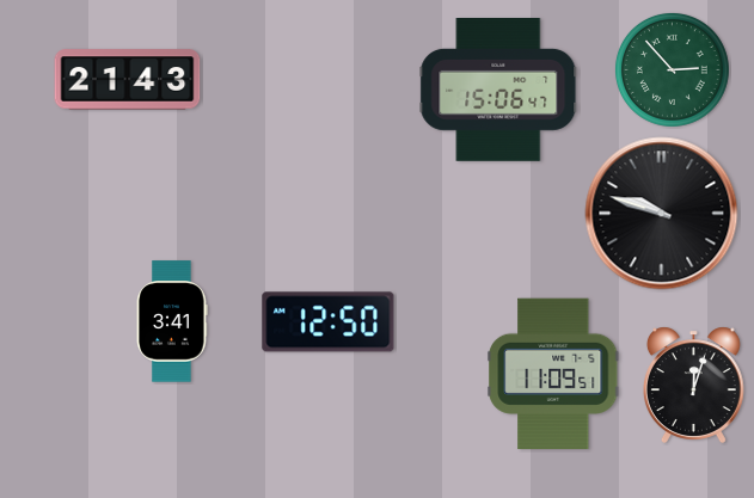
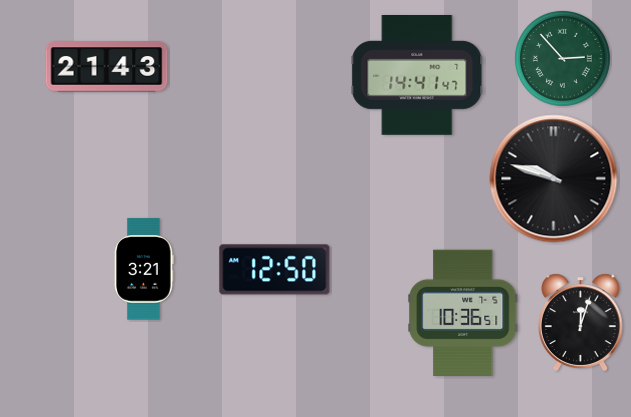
clock at (498, 91): 15:06 -> 14:41
clock at (172, 321): 3:41 -> 3:21
clock at (553, 373): 11:09 -> 10:36
